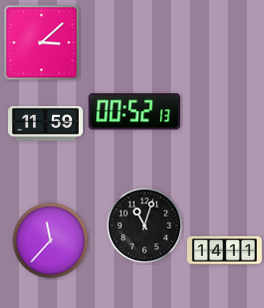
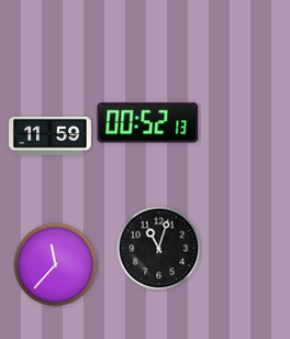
clock at (42, 43): 3:08 -> none
clock at (225, 251): 14:11 -> none
